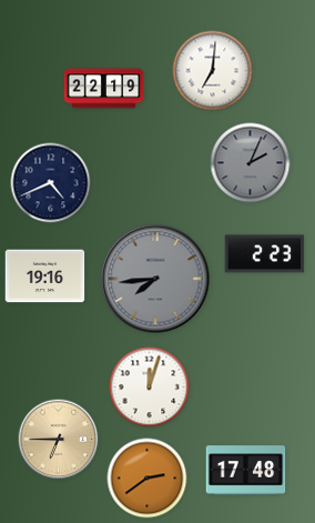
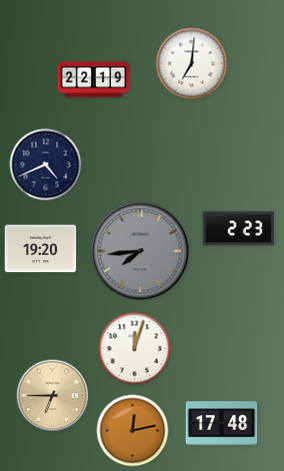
clock at (251, 163): 2:04 -> none
clock at (45, 276): 19:16 -> 19:20
clock at (148, 479): 2:39 -> 12:13
